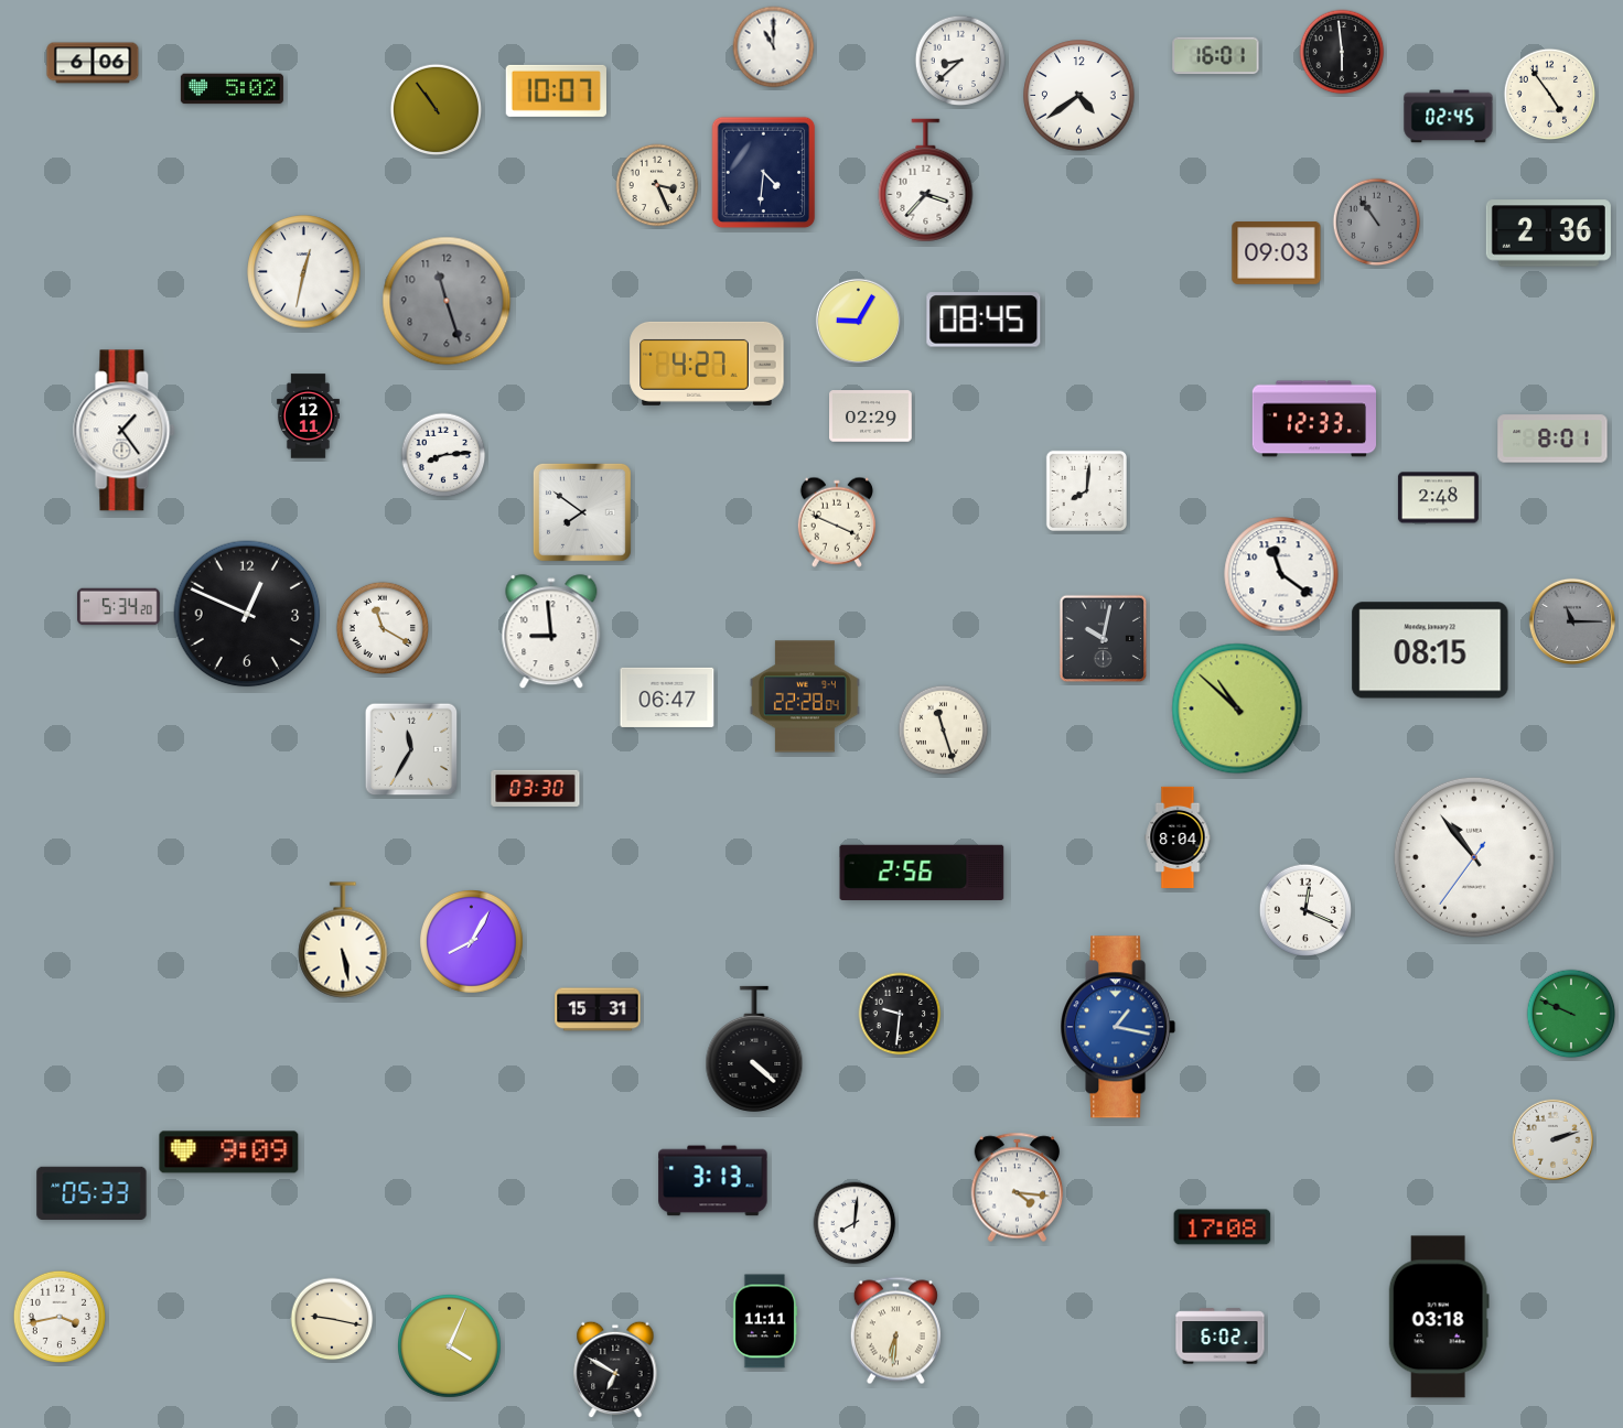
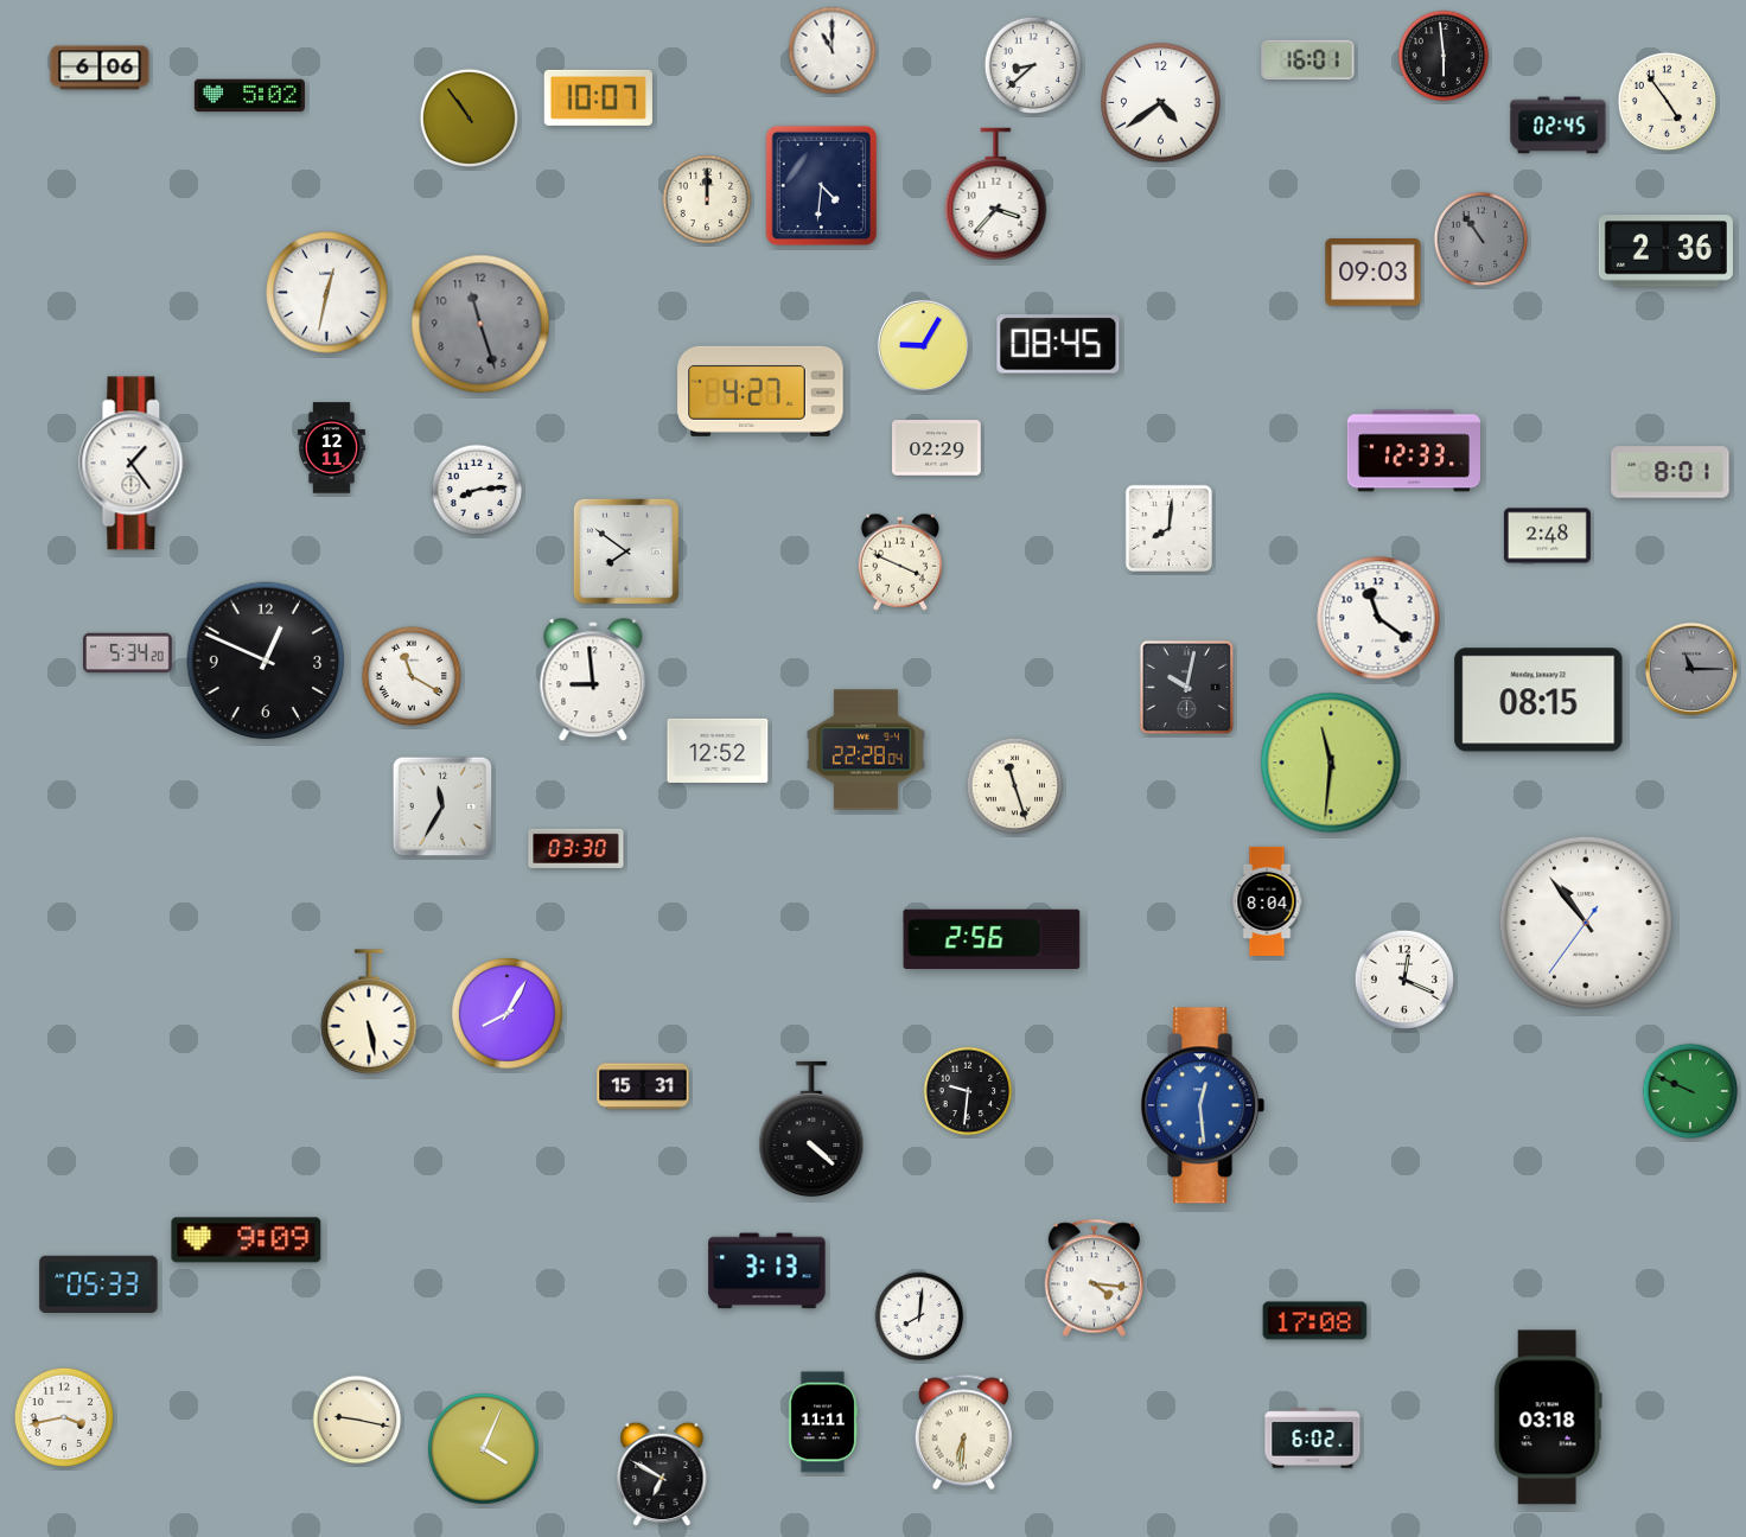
clock at (657, 185): 3:26 -> 12:00
clock at (667, 697): 06:47 -> 12:52
clock at (1237, 708): 10:52 -> 11:31
clock at (1118, 1027): 1:17 -> 12:29
clock at (1552, 1139): 2:12 -> none
